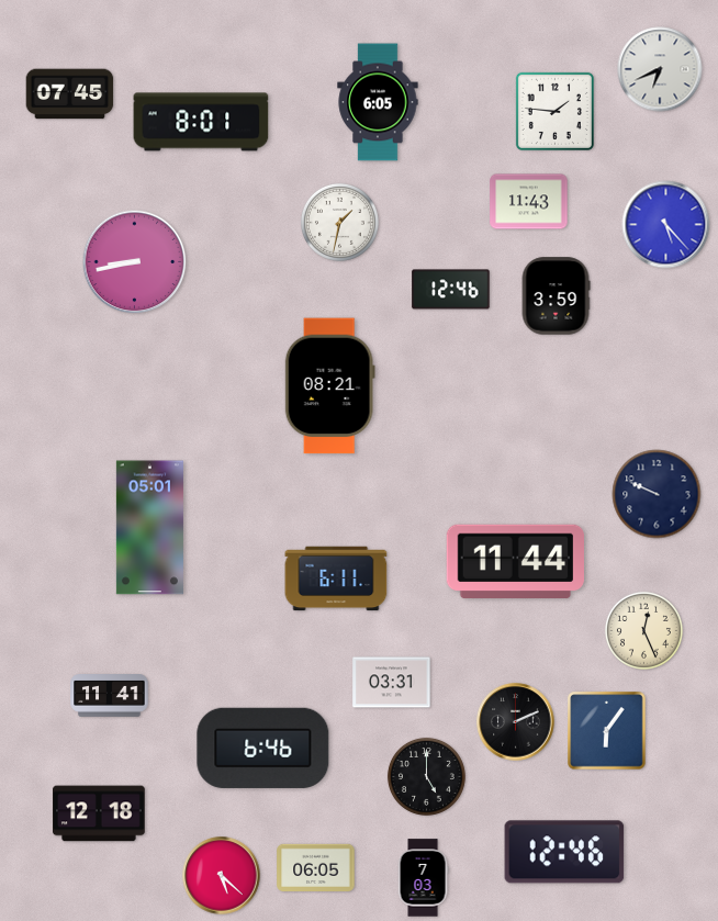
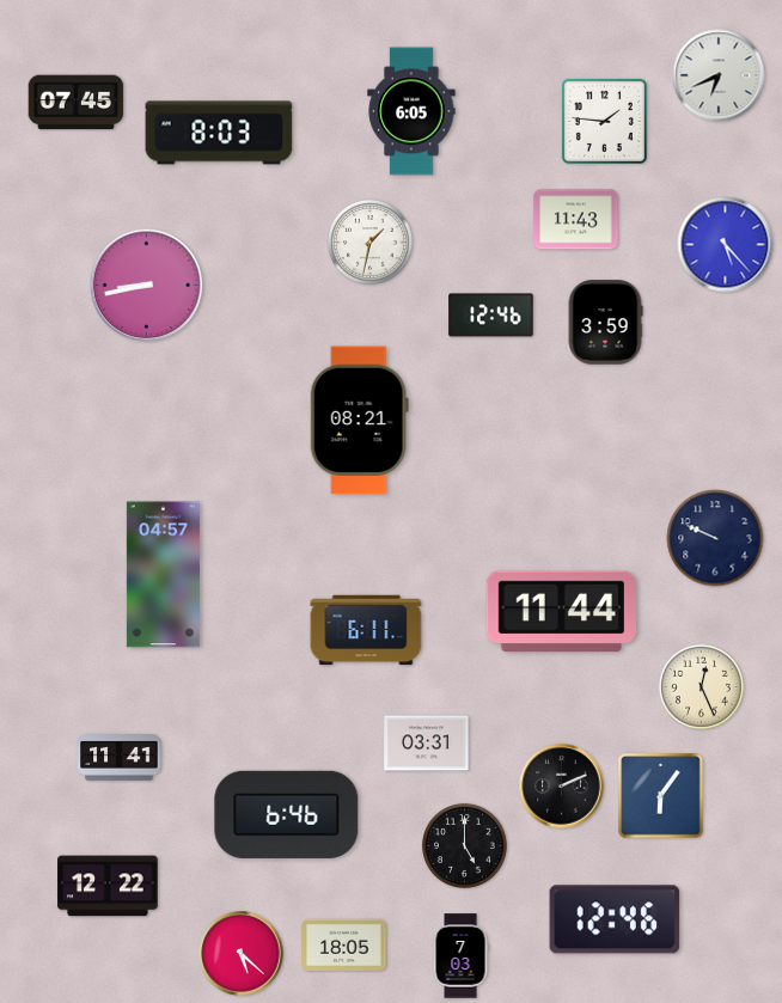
clock at (201, 122): 8:01 -> 8:03
clock at (149, 528): 05:01 -> 04:57
clock at (100, 813): 12:18 -> 12:22
clock at (564, 852) position: (564, 852) -> (615, 919)
clock at (316, 867): 06:05 -> 18:05
